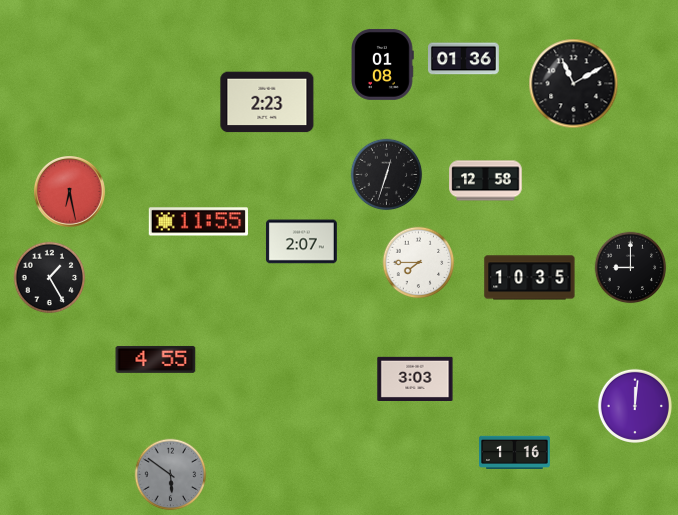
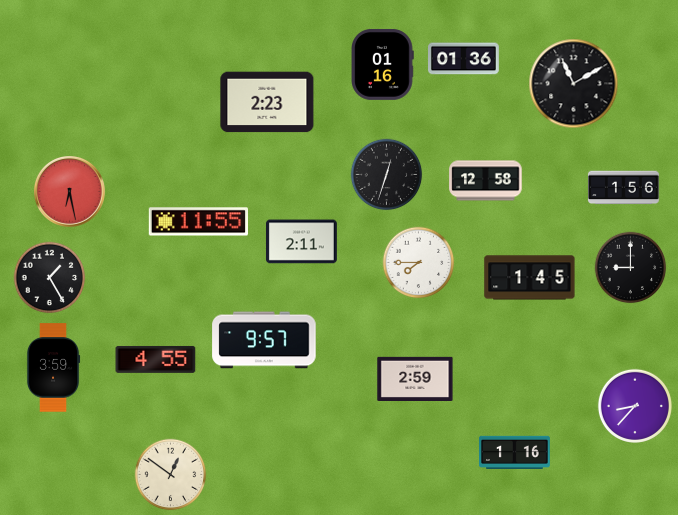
clock at (383, 64): 01:08 -> 01:16
clock at (624, 188): none -> 1:56
clock at (301, 242): 2:07 -> 2:11
clock at (530, 278): 10:35 -> 1:45
clock at (264, 340): none -> 9:57
clock at (53, 368): none -> 3:59
clock at (415, 378): 3:03 -> 2:59
clock at (635, 406): 12:01 -> 8:37
clock at (171, 475): 5:51 -> 12:51
clock at (171, 475) dial: grey -> cream
